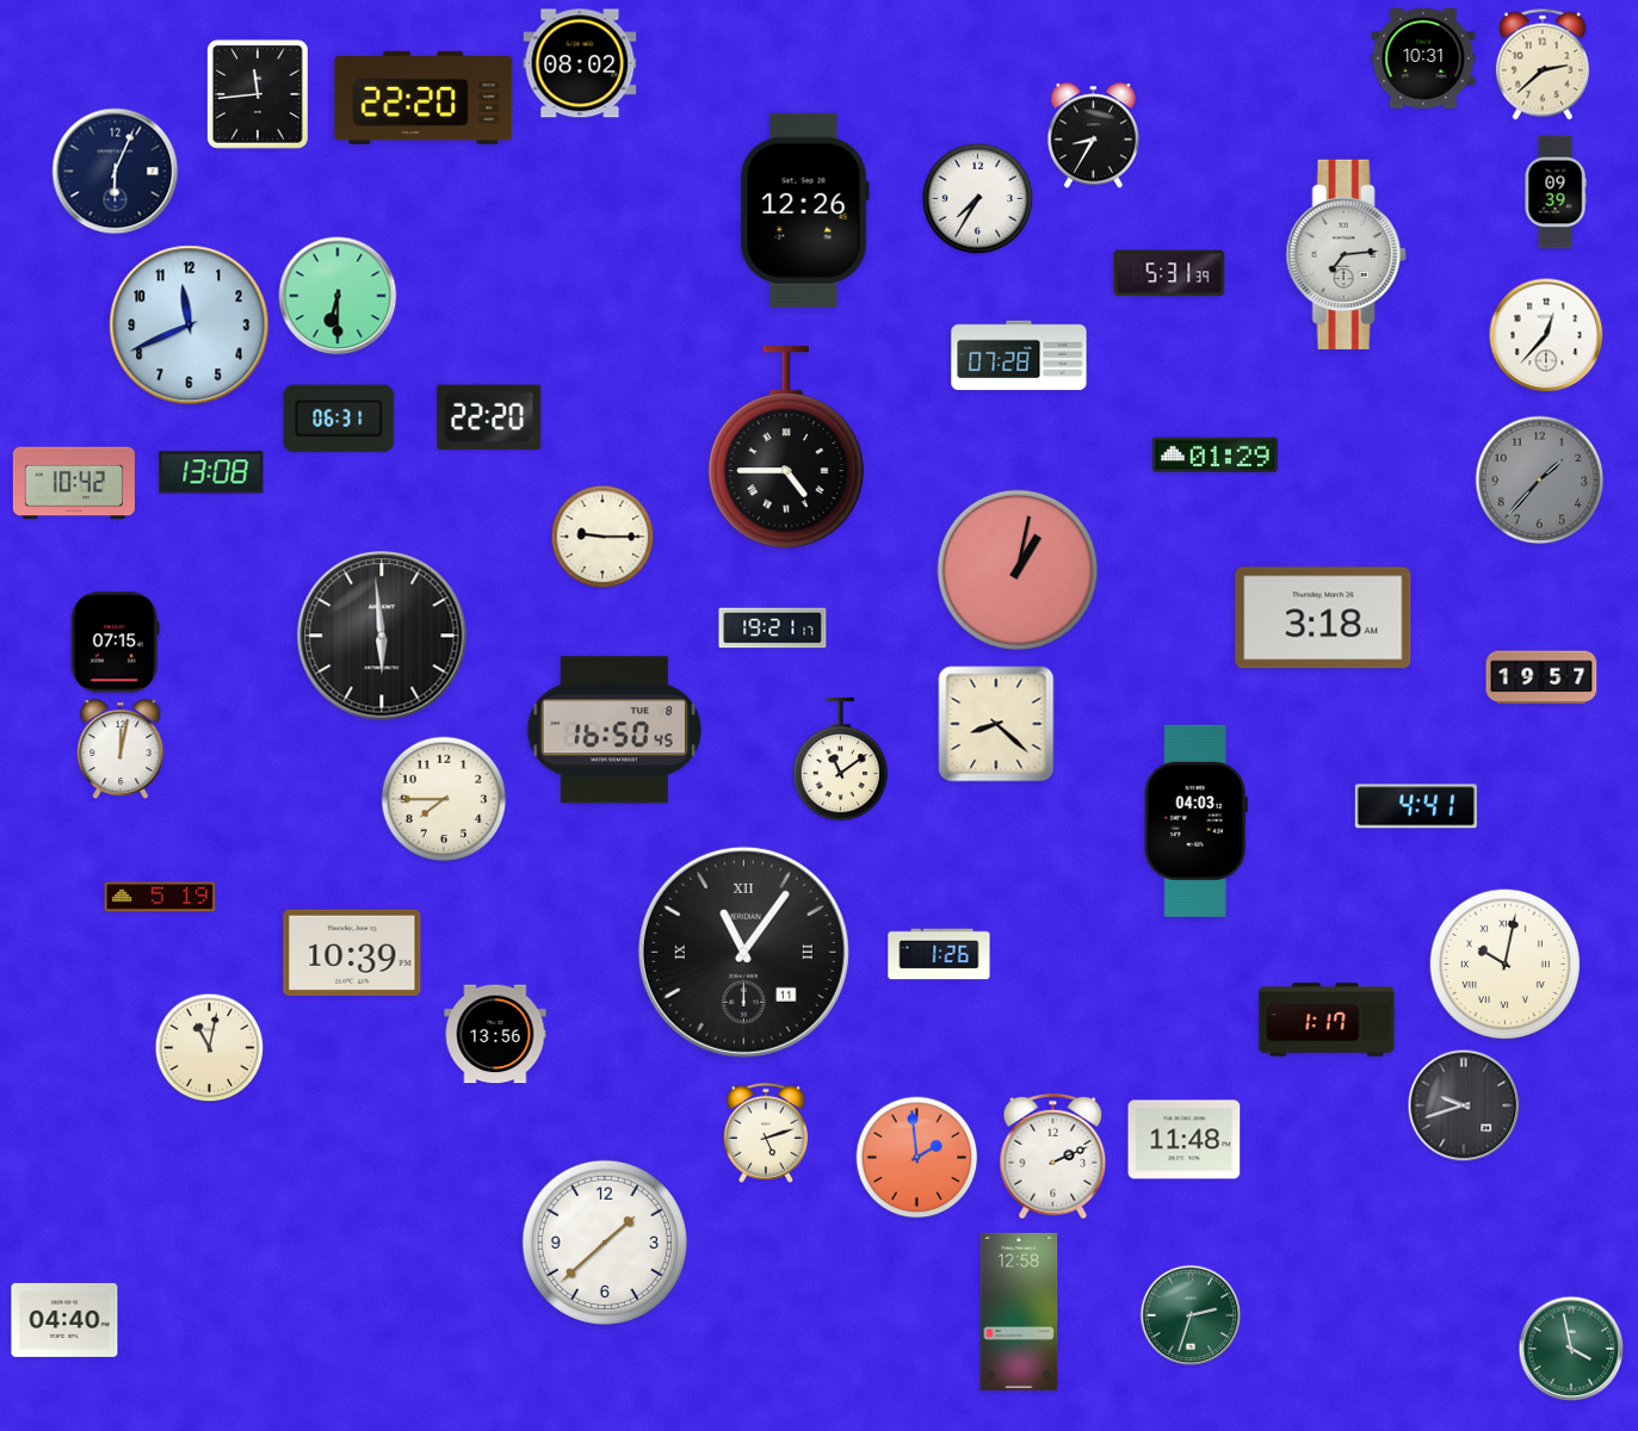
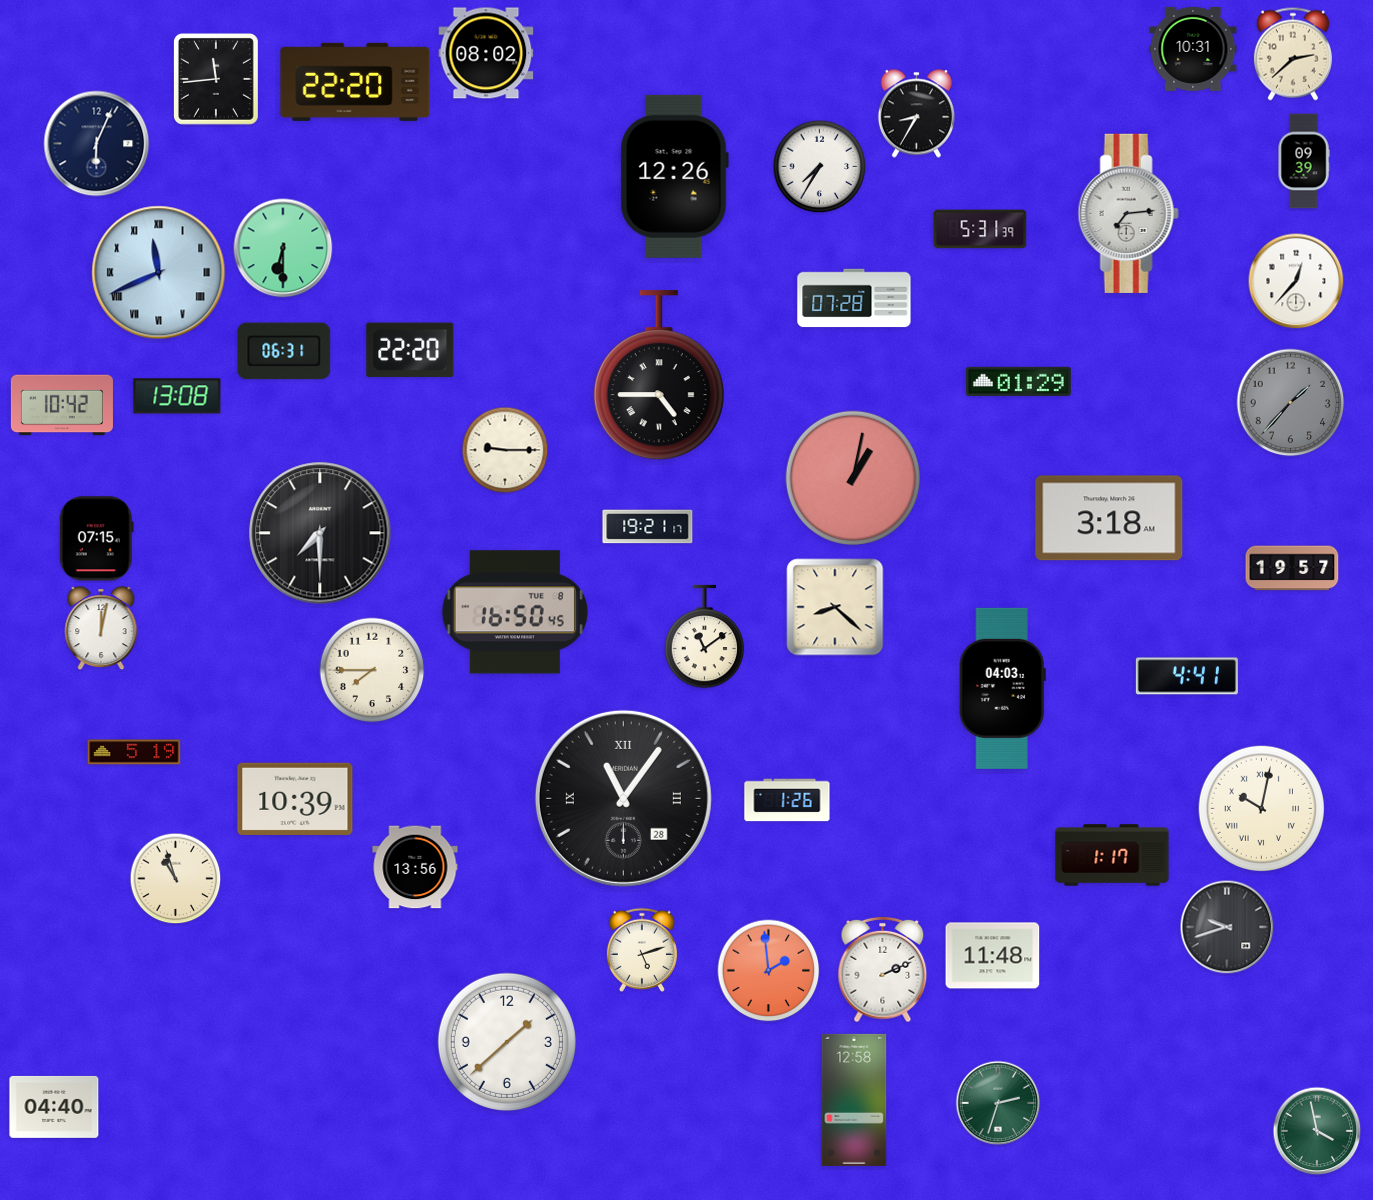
clock at (190, 326) numerals: Arabic -> Roman
clock at (382, 636): 5:59 -> 7:30
clock at (743, 952) date: 11 -> 28
clock at (210, 1048): 11:02 -> 10:57
